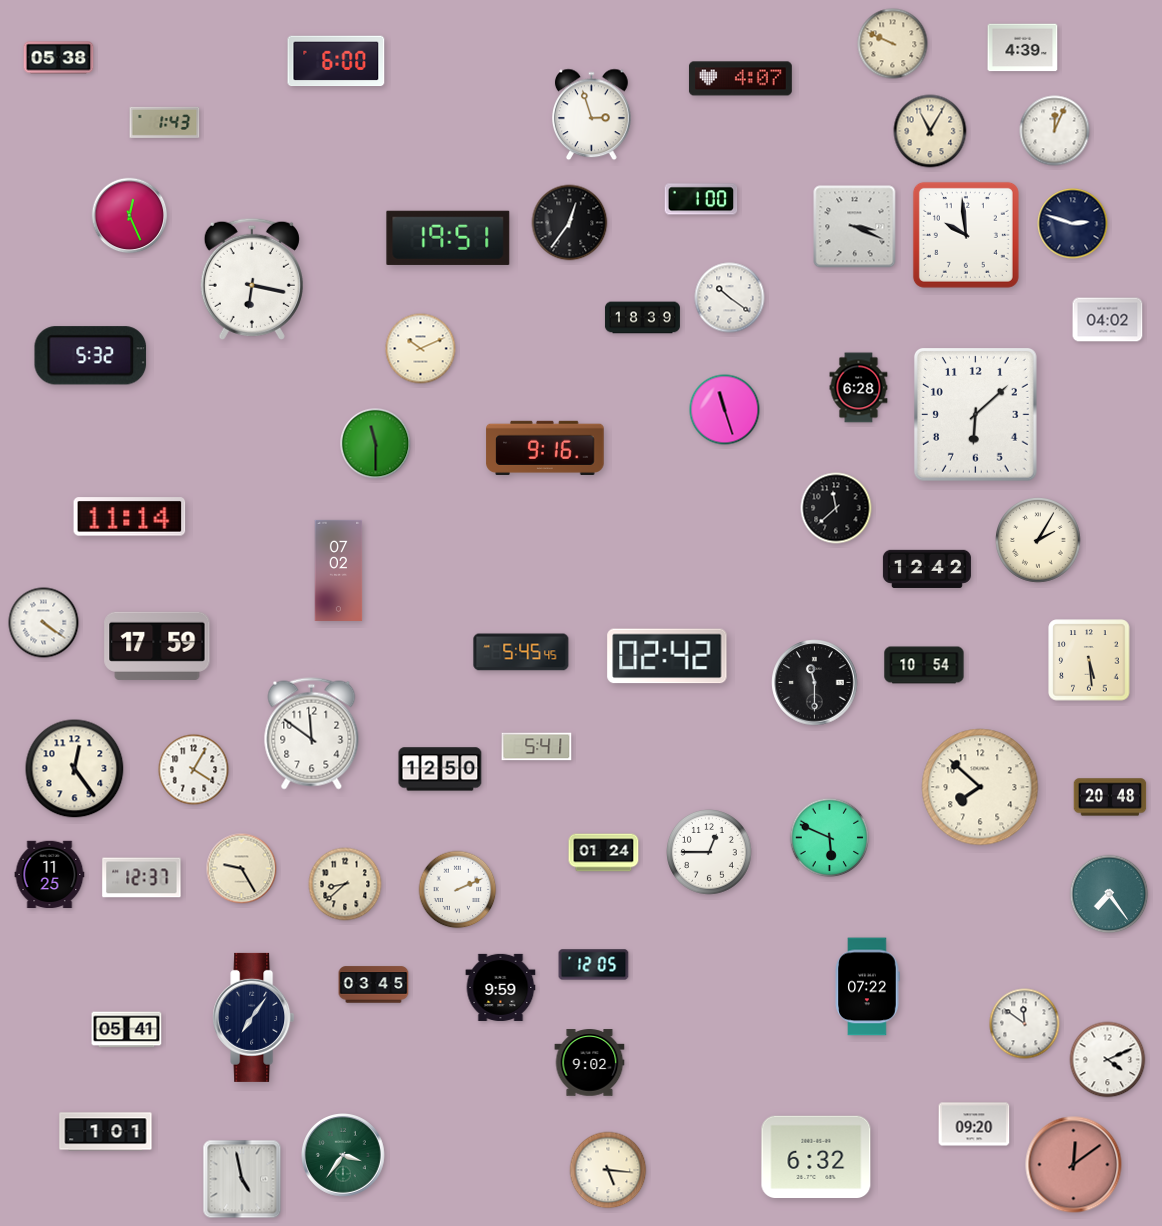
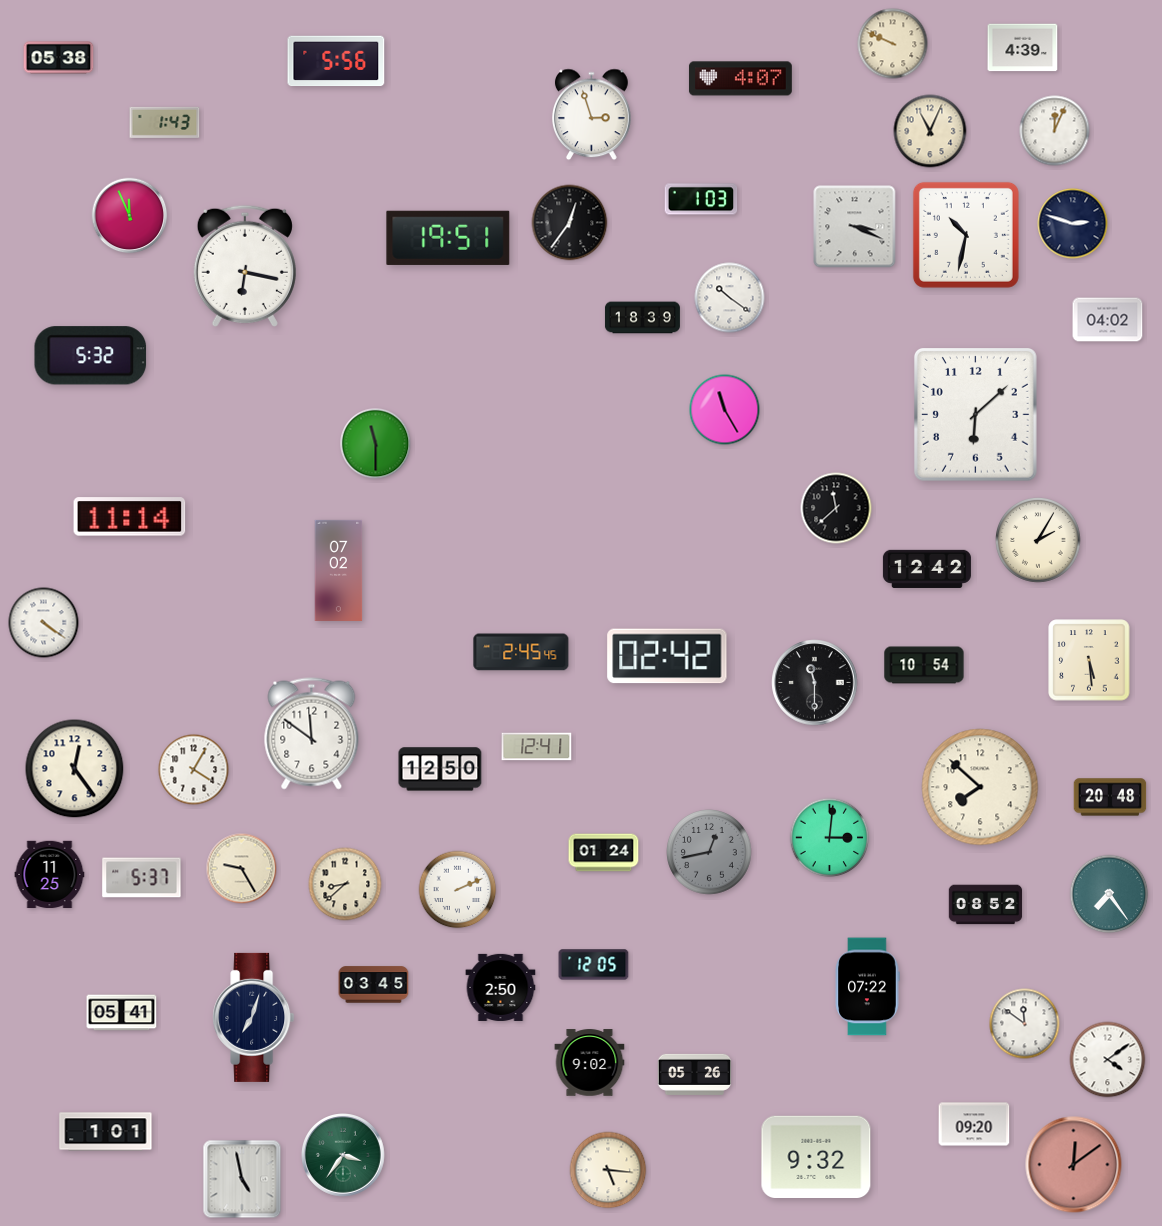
clock at (336, 61): 6:00 -> 5:56
clock at (930, 131): 11:05 -> 11:04
clock at (701, 199): 1:00 -> 1:03
clock at (130, 216): 12:26 -> 11:56
clock at (966, 235): 9:59 -> 10:32
clock at (252, 279) position: (252, 279) -> (245, 266)
clock at (421, 349): 10:11 -> none
clock at (859, 388): 6:28 -> none
clock at (725, 410): 11:27 -> 11:25
clock at (545, 448): 9:16 -> none
clock at (157, 646): 17:59 -> none
clock at (521, 652): 5:45 -> 2:45
clock at (537, 747): 5:41 -> 12:41
clock at (830, 838): 5:49 -> 3:01
clock at (710, 853): 12:45 -> 12:43
clock at (710, 853) dial: white -> grey
clock at (142, 878): 12:37 -> 5:37
clock at (986, 905): none -> 08:52
clock at (501, 987): 9:59 -> 2:50
clock at (254, 1017): 7:06 -> 7:03
clock at (127, 1030) position: (127, 1030) -> (122, 1013)
clock at (1108, 1060): 4:11 -> 4:09
clock at (695, 1074): none -> 05:26
clock at (816, 1157): 6:32 -> 9:32
